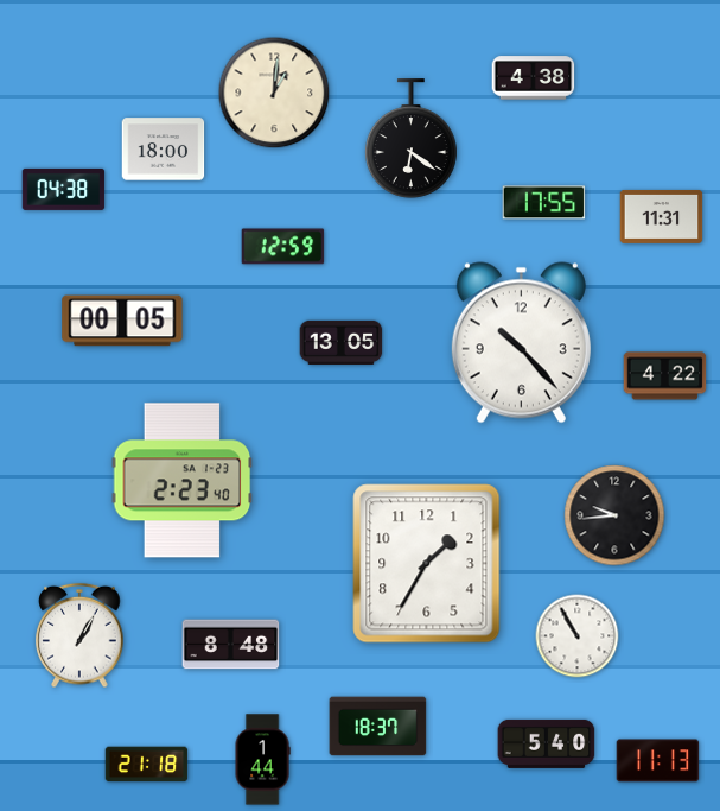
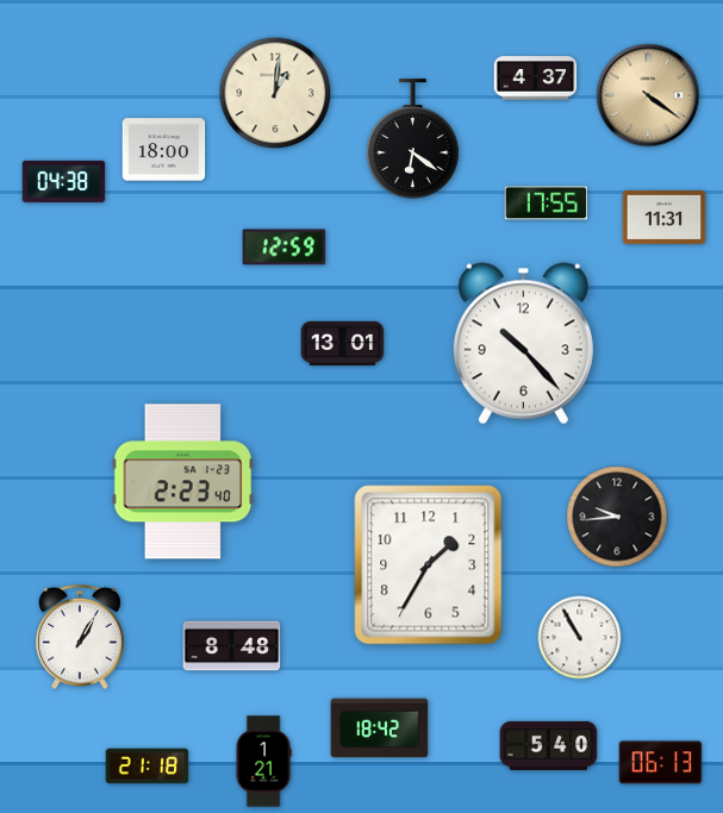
clock at (534, 78): 4:38 -> 4:37
clock at (648, 95): none -> 4:21
clock at (64, 189) position: (64, 189) -> (64, 181)
clock at (122, 321): 00:05 -> none
clock at (342, 342): 13:05 -> 13:01
clock at (665, 376): 4:22 -> none
clock at (378, 727): 18:37 -> 18:42
clock at (262, 760): 1:44 -> 1:21
clock at (658, 761): 11:13 -> 06:13
